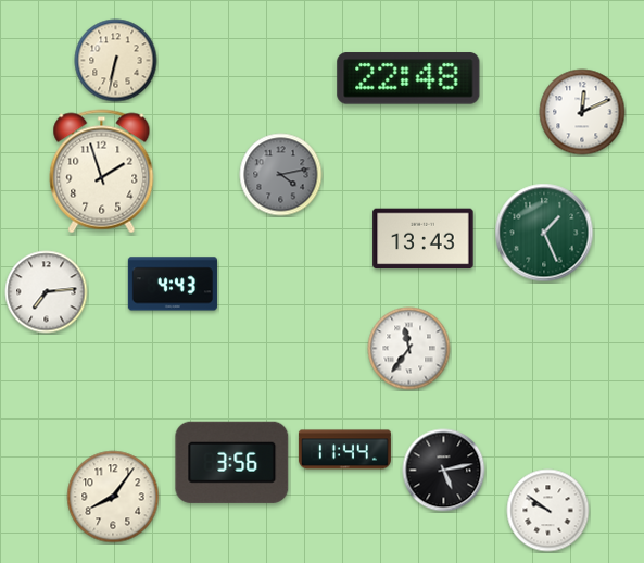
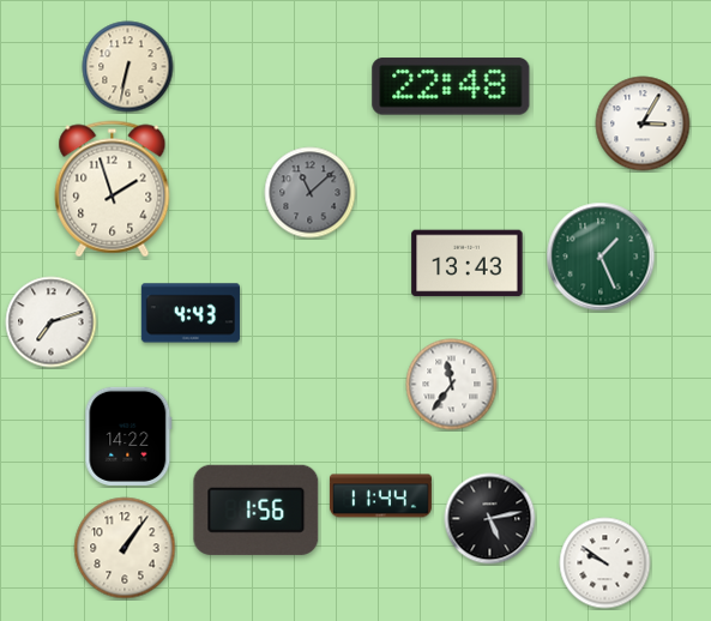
clock at (582, 112): 12:11 -> 3:05
clock at (281, 175): 4:13 -> 11:08
clock at (47, 292): 7:14 -> 7:12
clock at (128, 436): none -> 14:22
clock at (232, 462): 3:56 -> 1:56
clock at (113, 497): 8:06 -> 1:06
